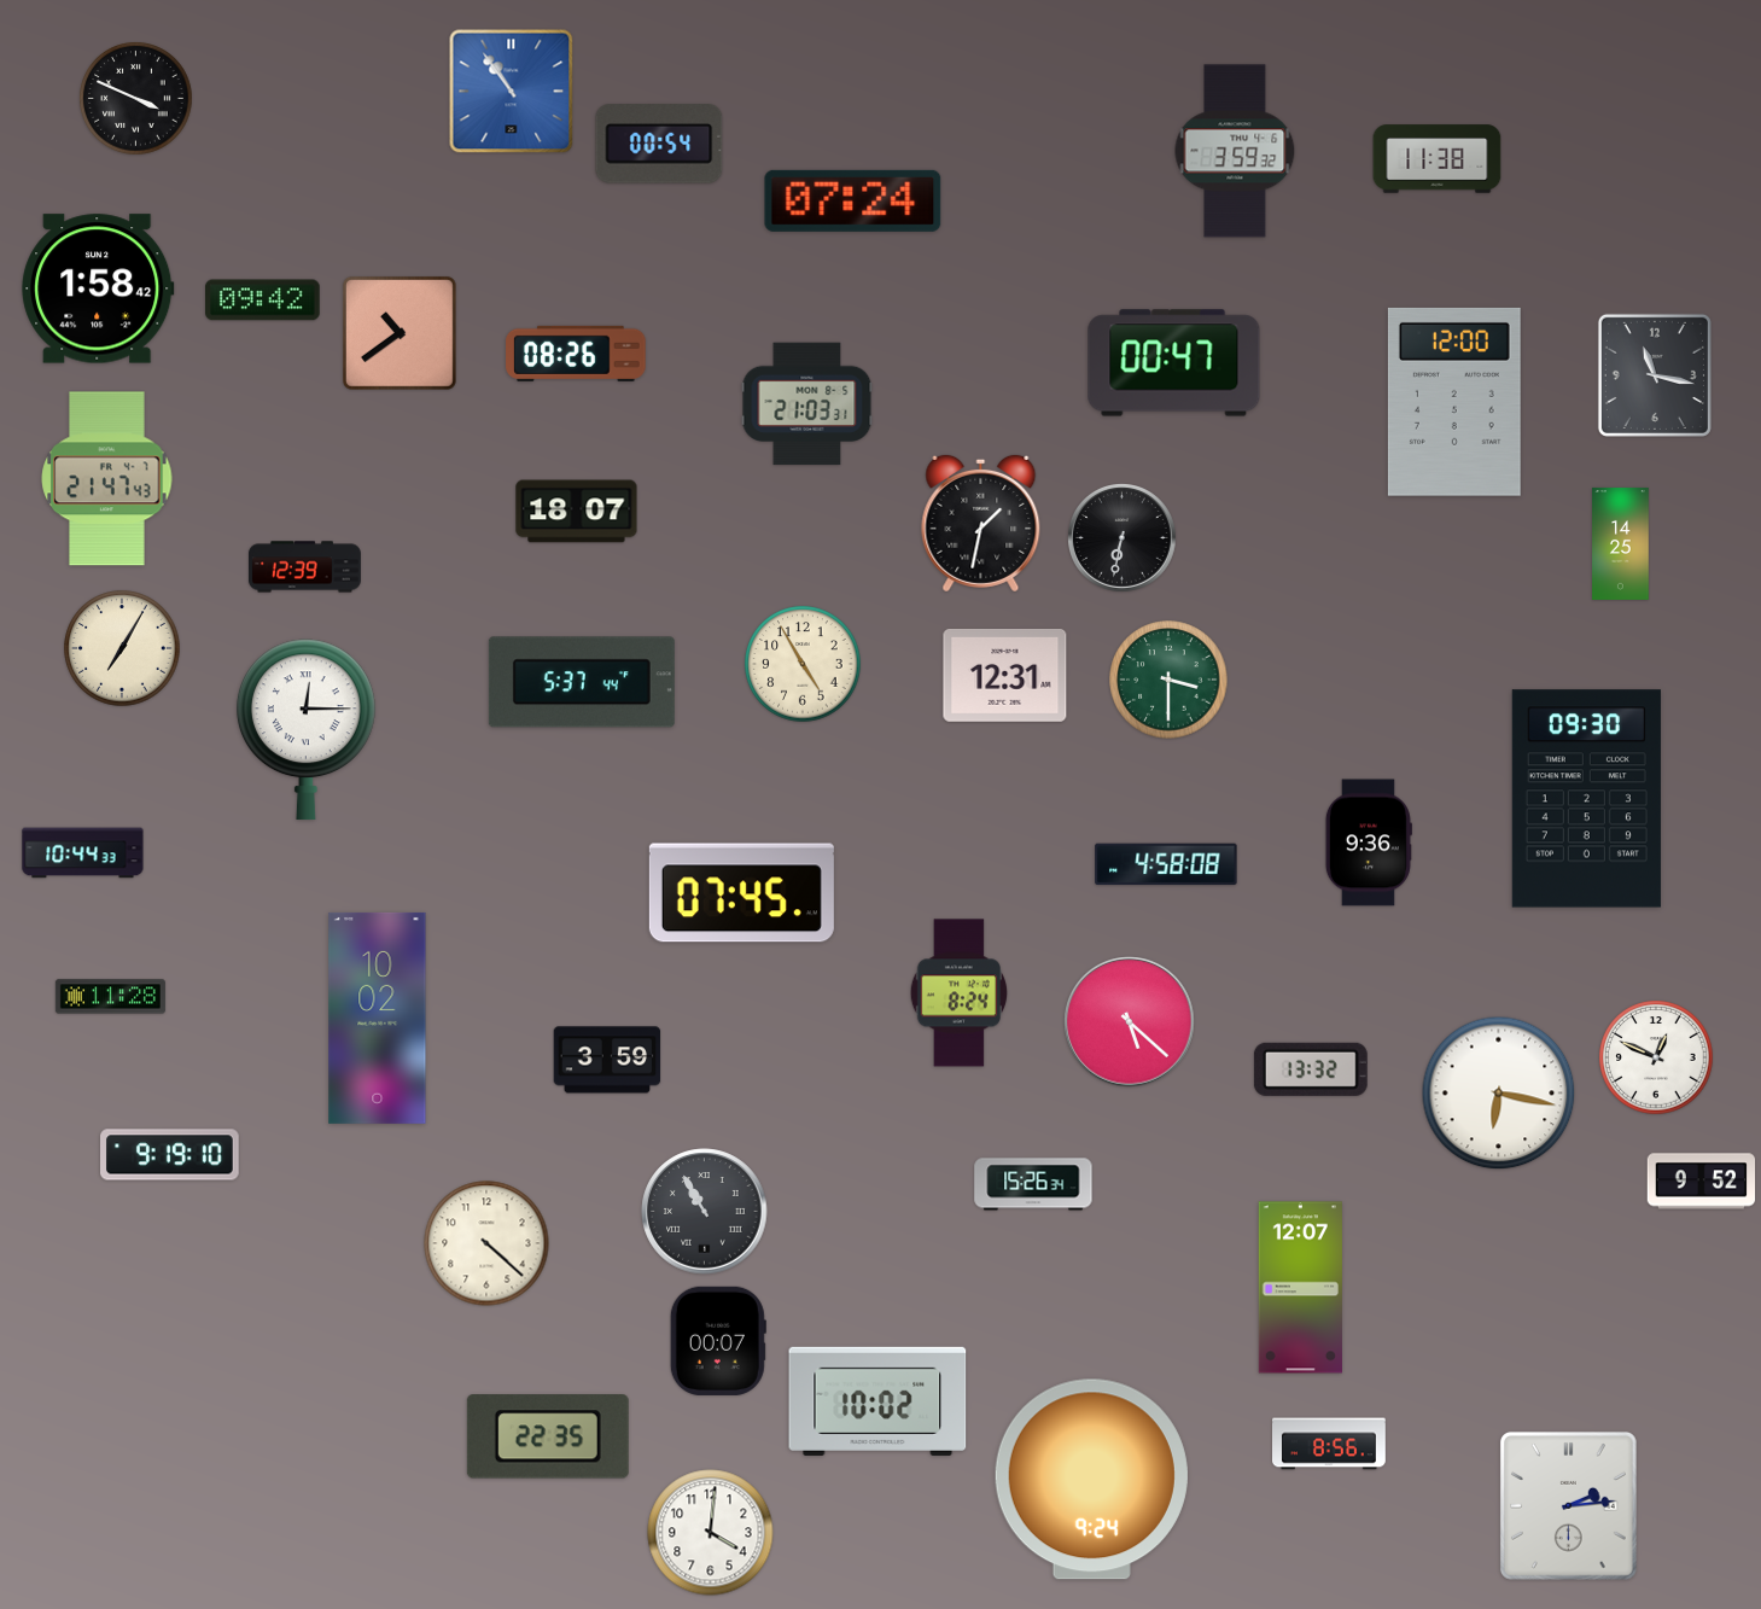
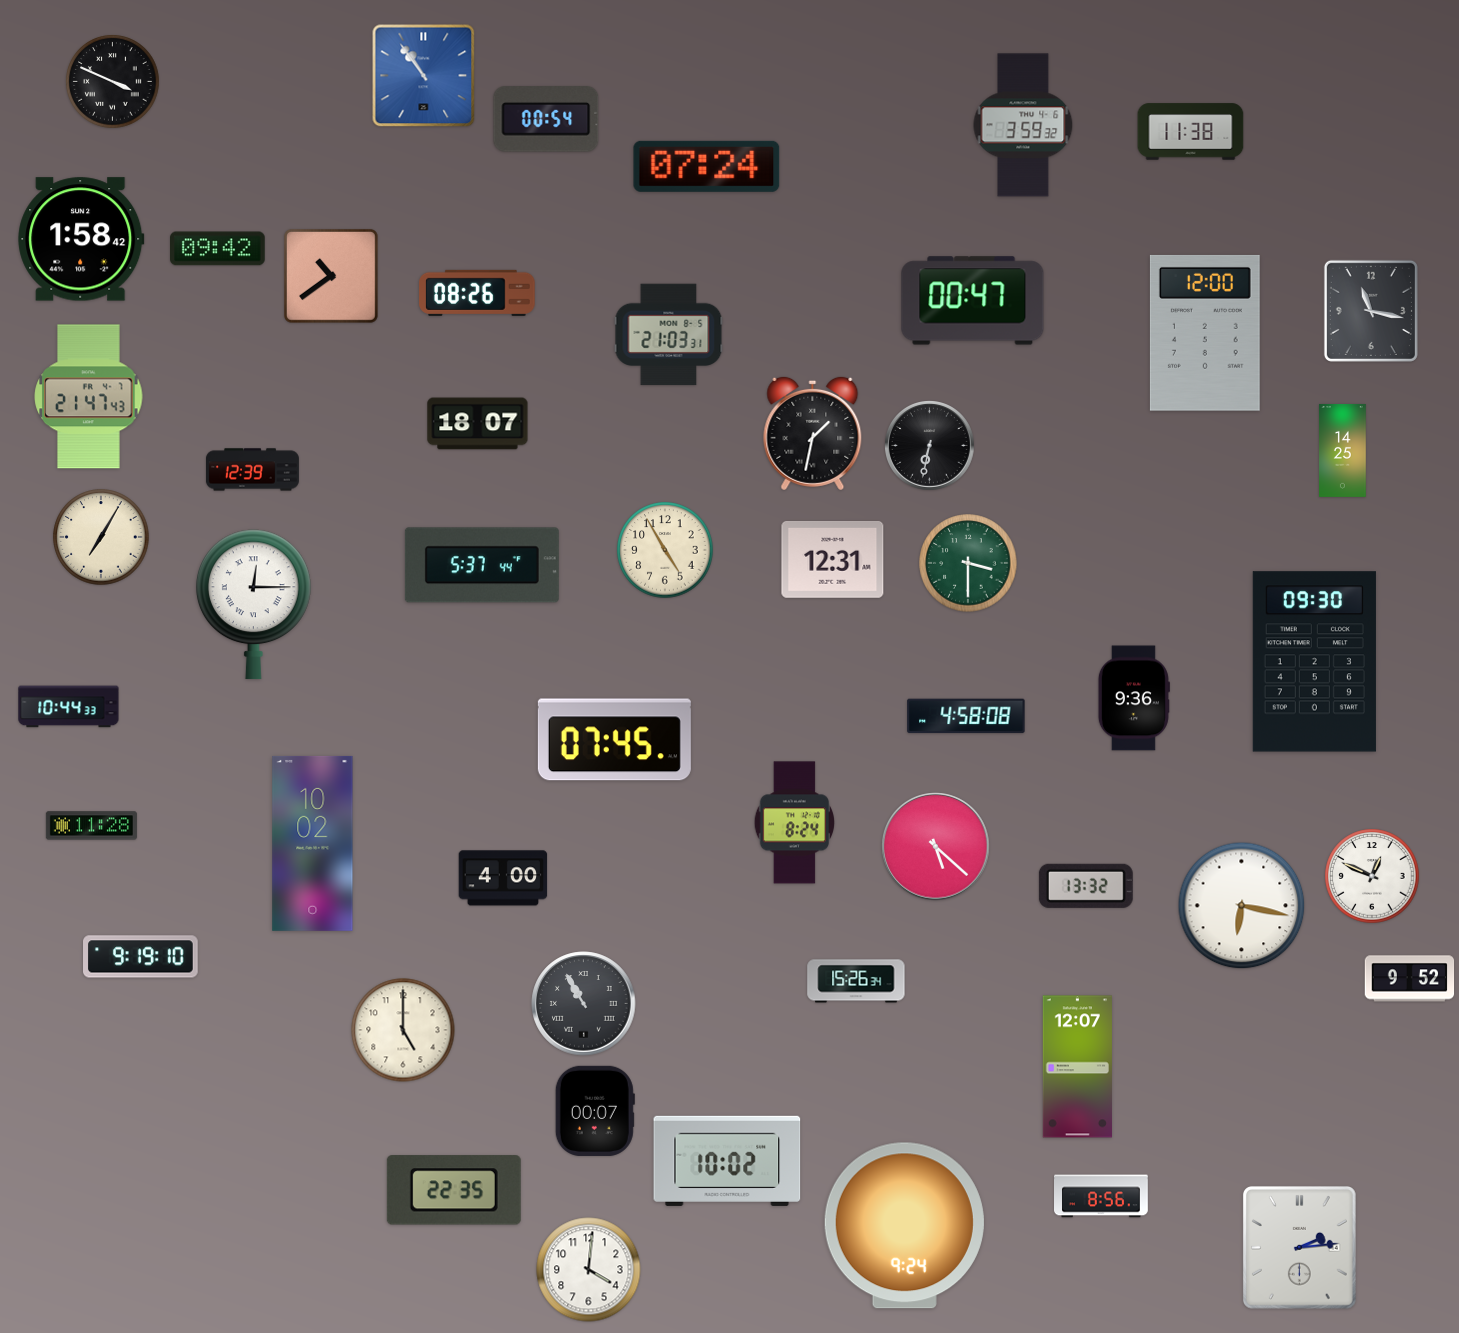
clock at (607, 1060): 3:59 -> 4:00
clock at (486, 1243): 4:22 -> 5:00
